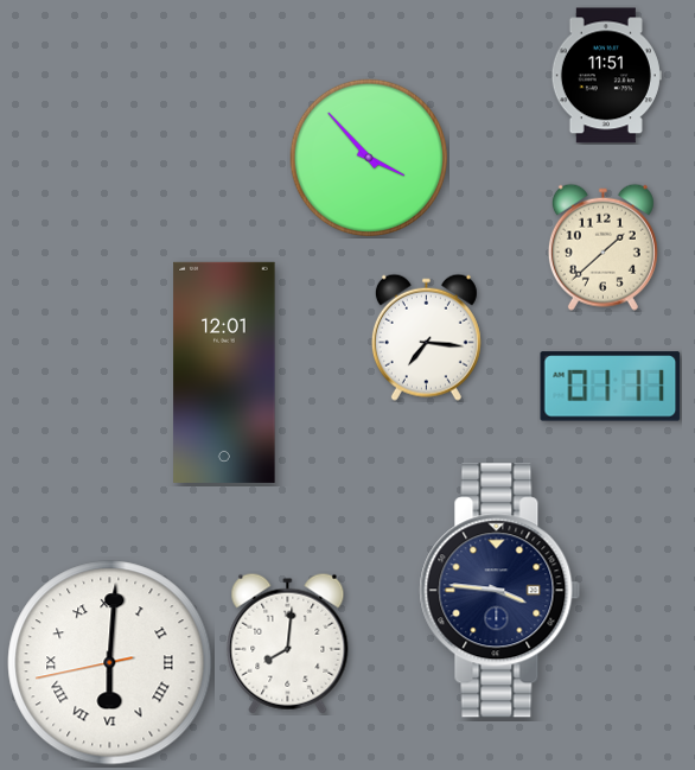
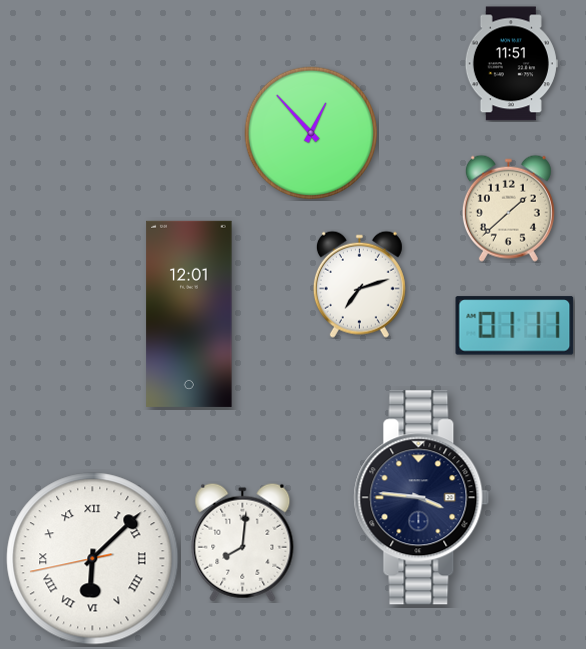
clock at (369, 158): 3:53 -> 12:53
clock at (426, 337): 7:16 -> 7:12
clock at (110, 663): 6:00 -> 6:07
